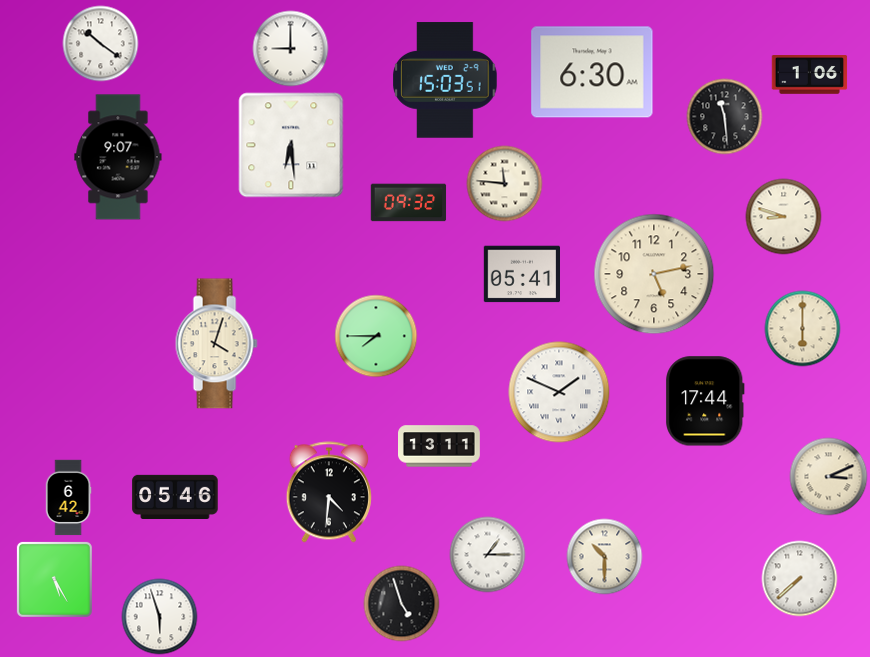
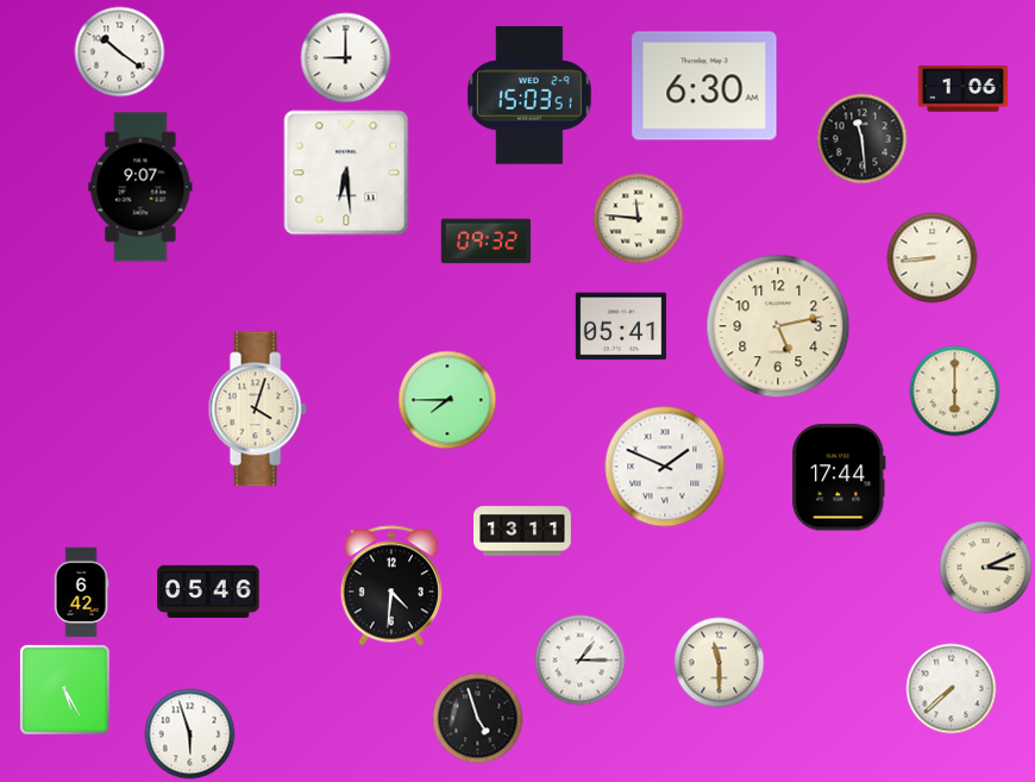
clock at (505, 184) position: (505, 184) -> (639, 219)
clock at (784, 217): 8:48 -> 8:44
clock at (605, 557): 10:30 -> 11:30
